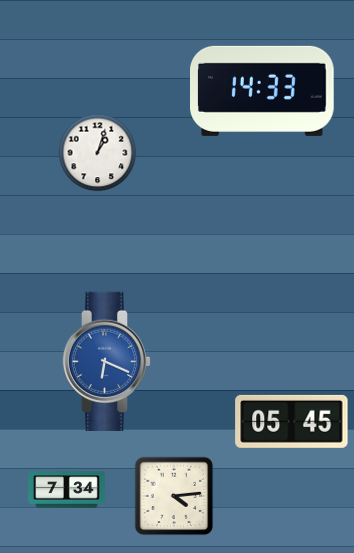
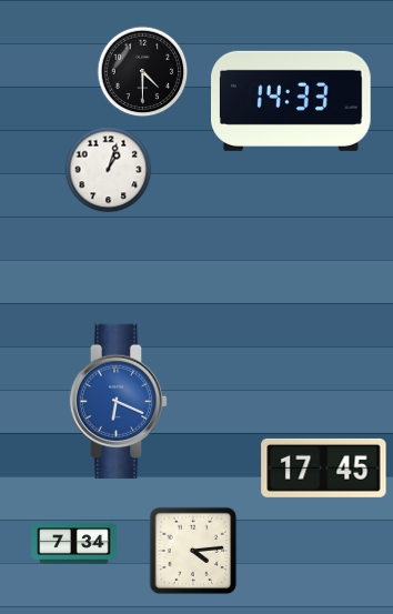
clock at (143, 72): none -> 4:30
clock at (292, 421): 05:45 -> 17:45
